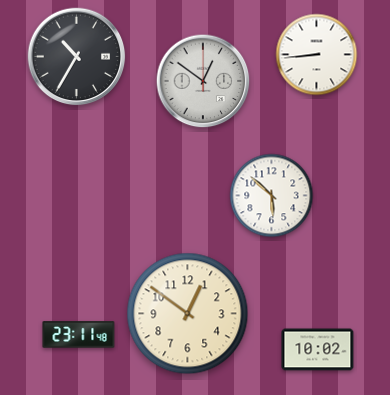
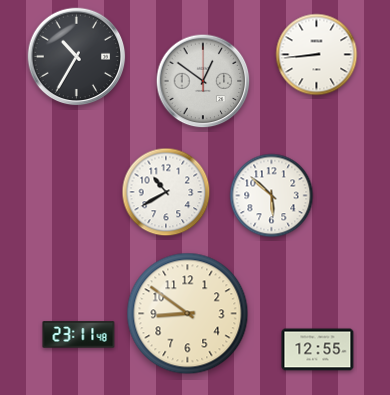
clock at (166, 192): none -> 10:40
clock at (188, 314): 12:51 -> 8:51
clock at (318, 350): 10:02 -> 12:55
